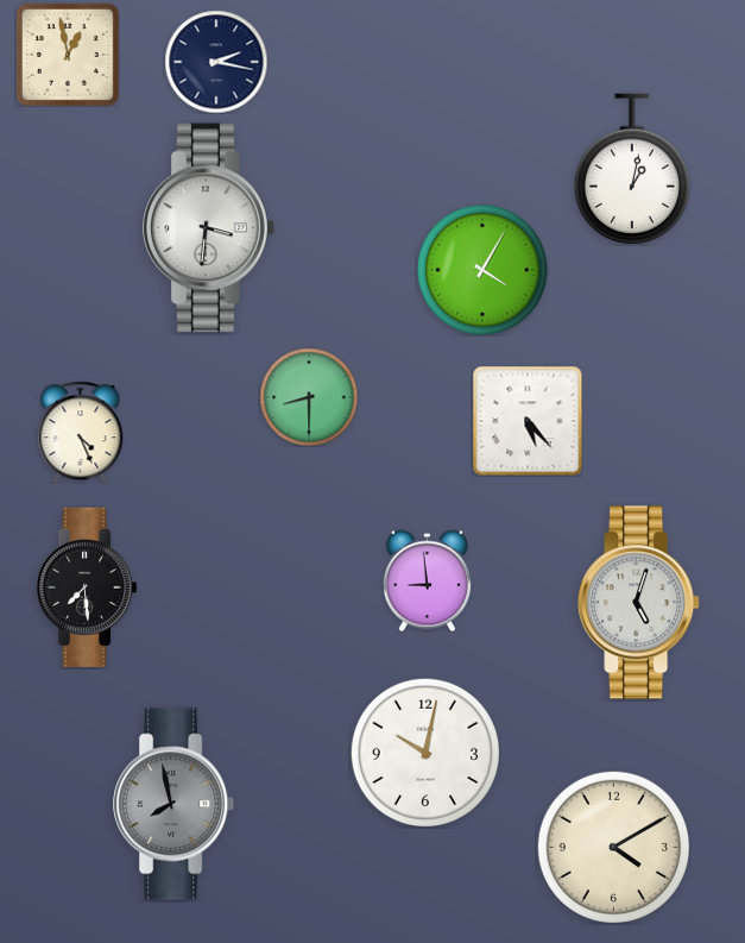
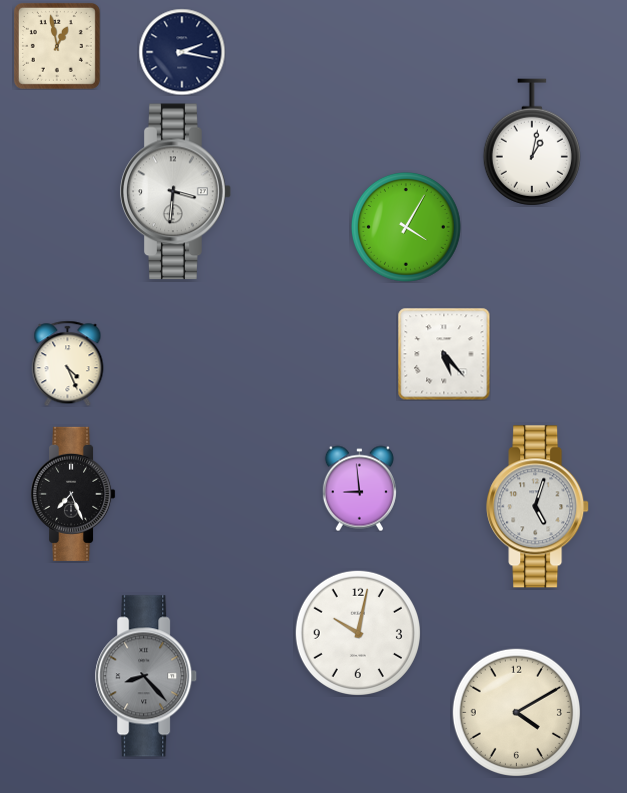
clock at (309, 397): 8:30 -> none
clock at (88, 587): 7:29 -> 7:26
clock at (175, 804): 7:58 -> 8:23
